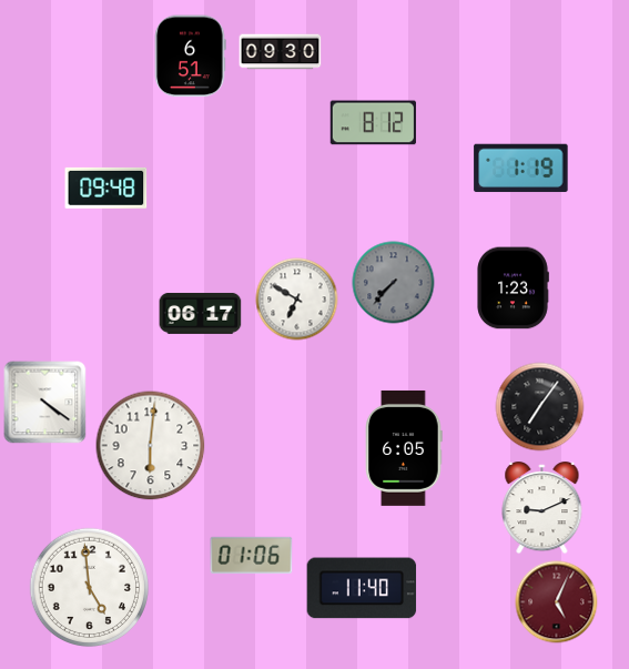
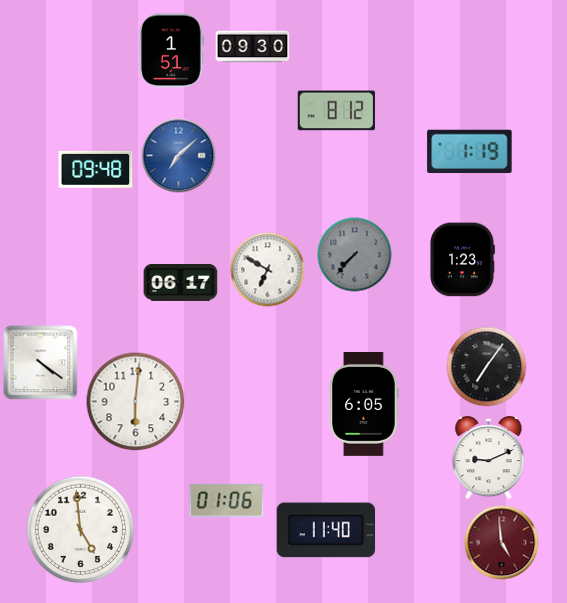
clock at (191, 57): 6:51 -> 1:51
clock at (179, 156): none -> 7:08
clock at (557, 602): 5:04 -> 4:59
